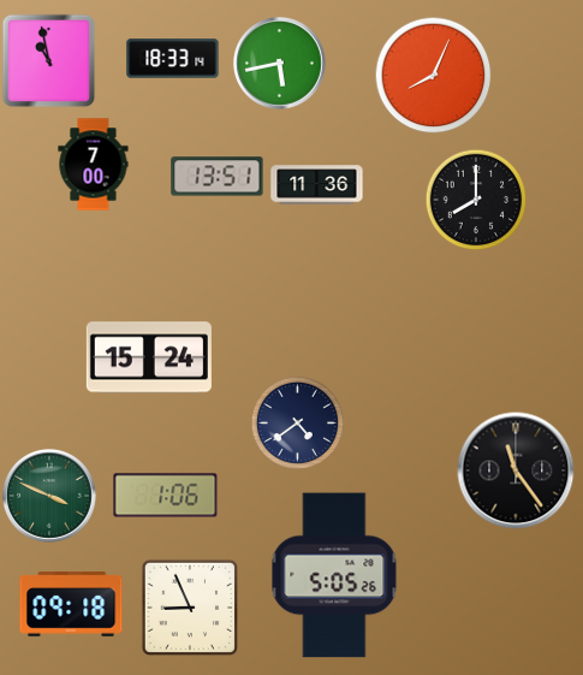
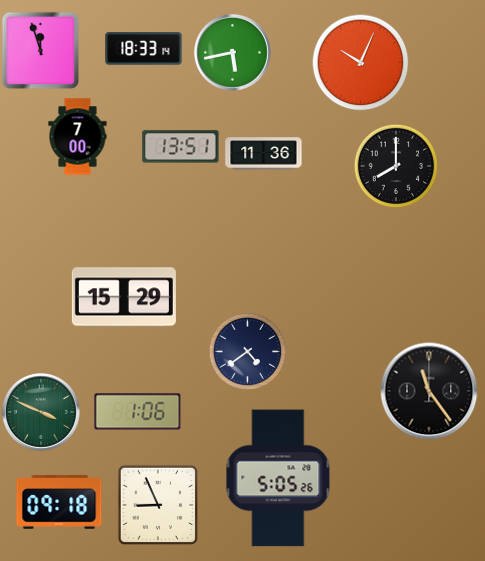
clock at (48, 60): 10:58 -> 11:57
clock at (433, 75): 8:04 -> 10:04
clock at (149, 357): 15:24 -> 15:29
